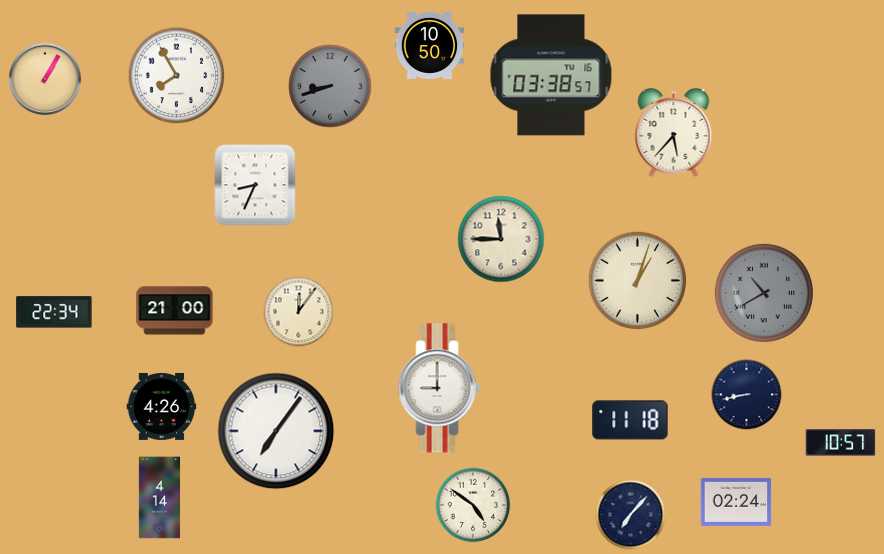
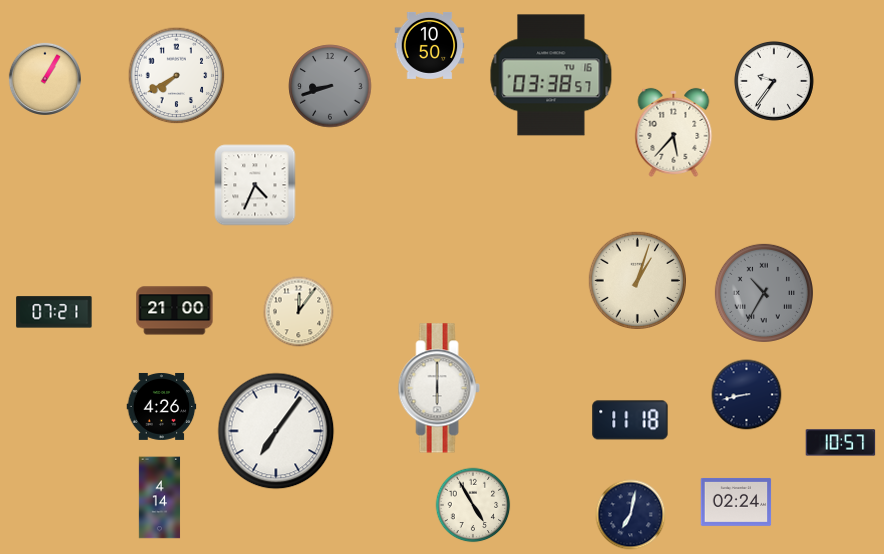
clock at (177, 76): 7:55 -> 7:40
clock at (774, 81): none -> 9:36
clock at (255, 185): 8:34 -> 4:34
clock at (501, 239): 11:45 -> none
clock at (764, 293): 10:40 -> 10:35
clock at (54, 312): 22:34 -> 07:21
clock at (439, 388): 9:00 -> 6:00
clock at (473, 505): 4:51 -> 4:55
clock at (631, 515): 7:07 -> 7:02
